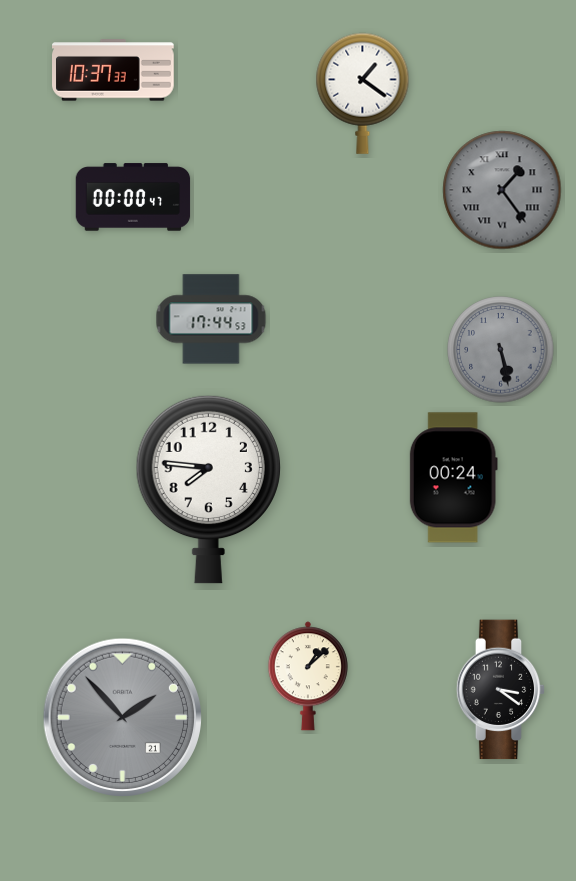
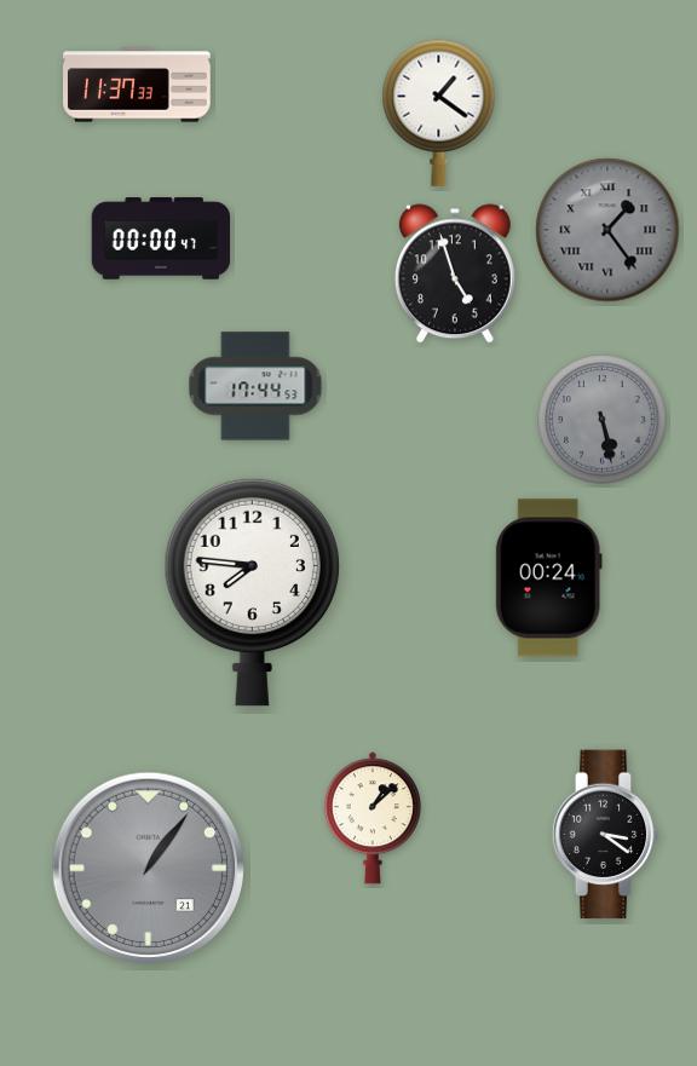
clock at (114, 70): 10:37 -> 11:37
clock at (455, 273): none -> 4:57
clock at (501, 350) position: (501, 350) -> (603, 420)
clock at (123, 718): 1:53 -> 1:06
